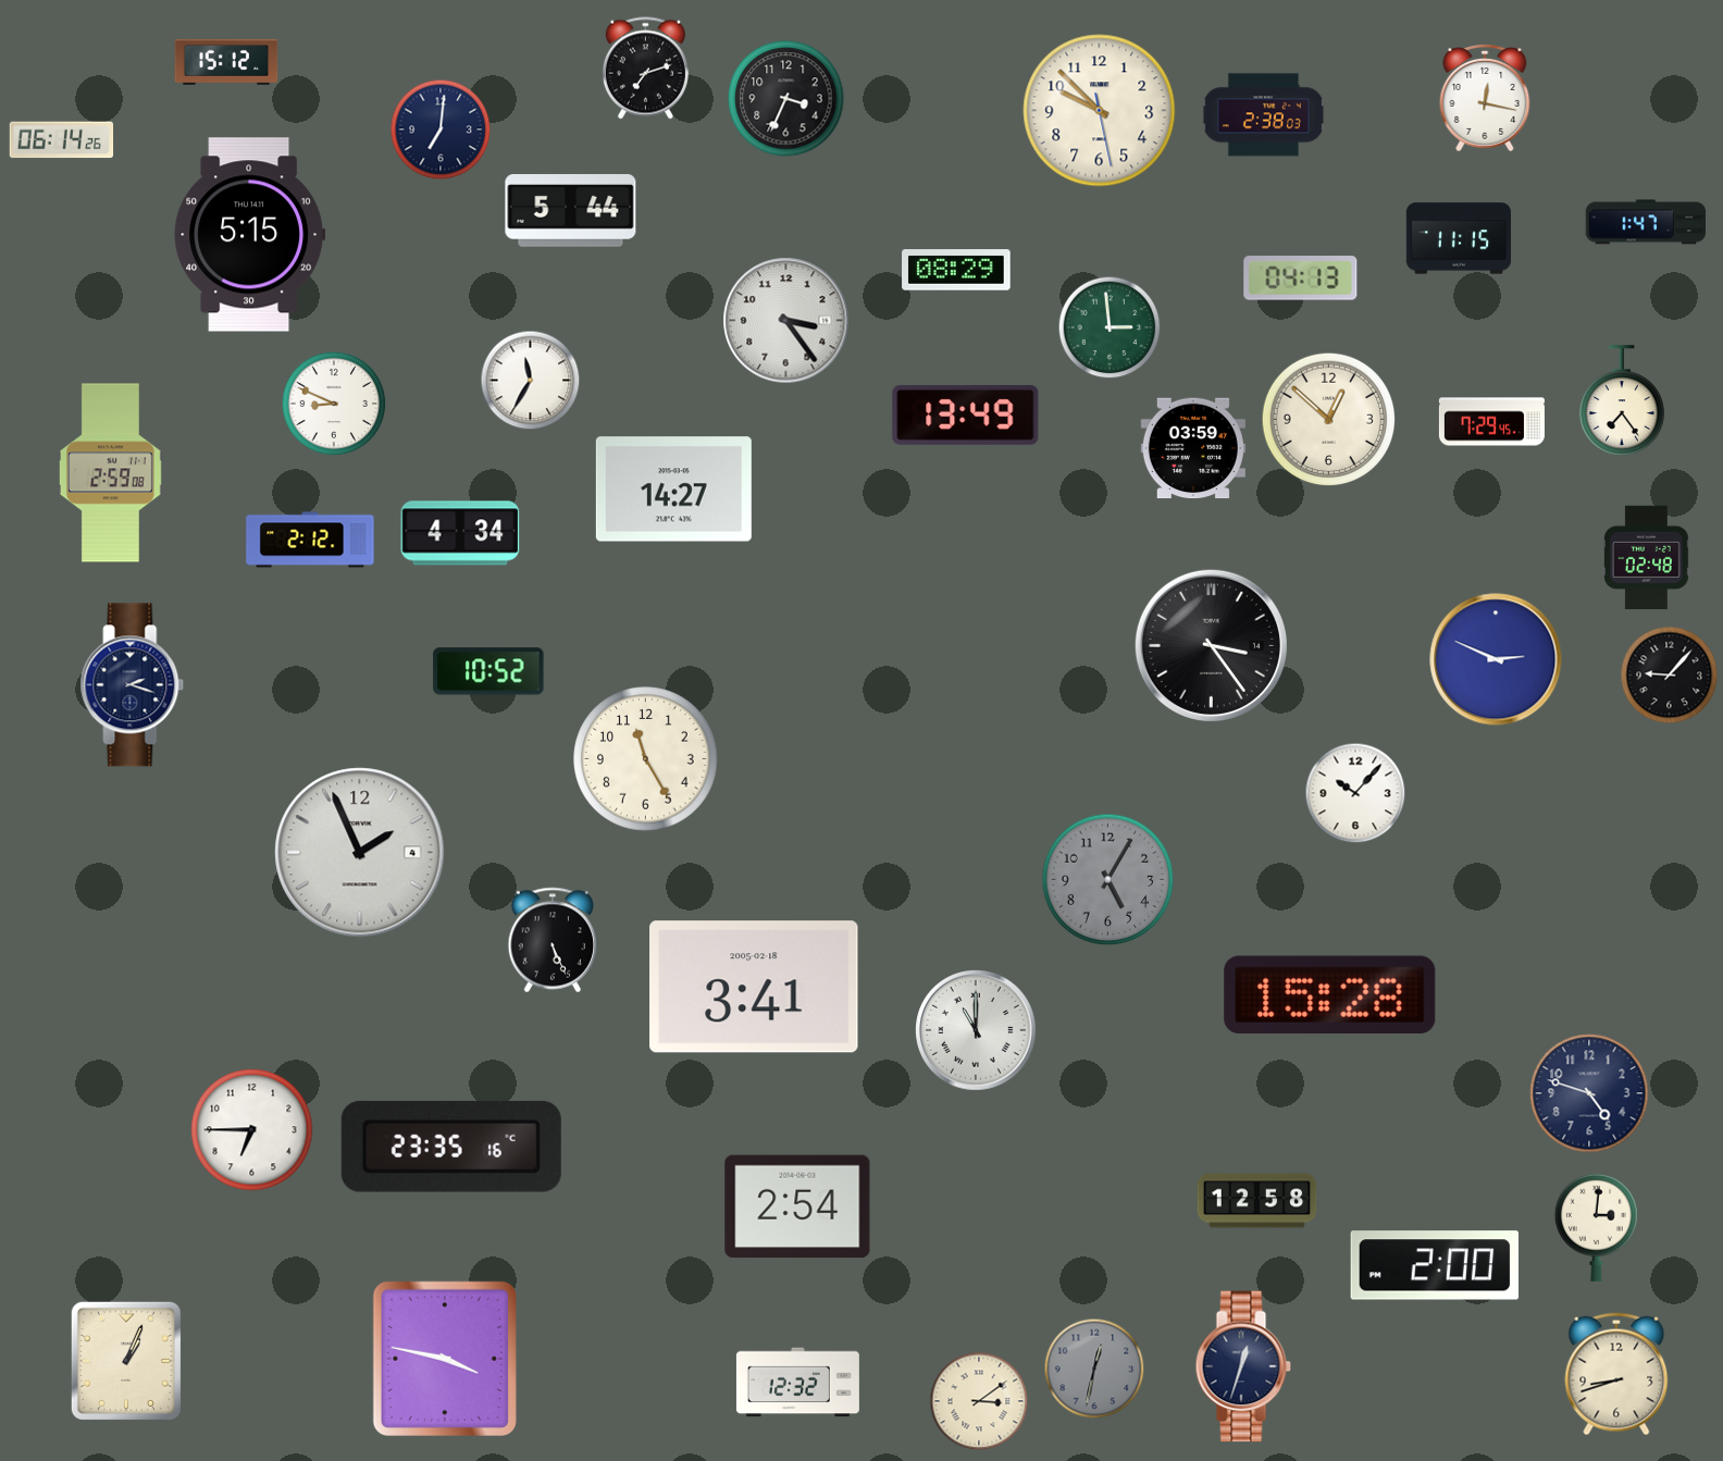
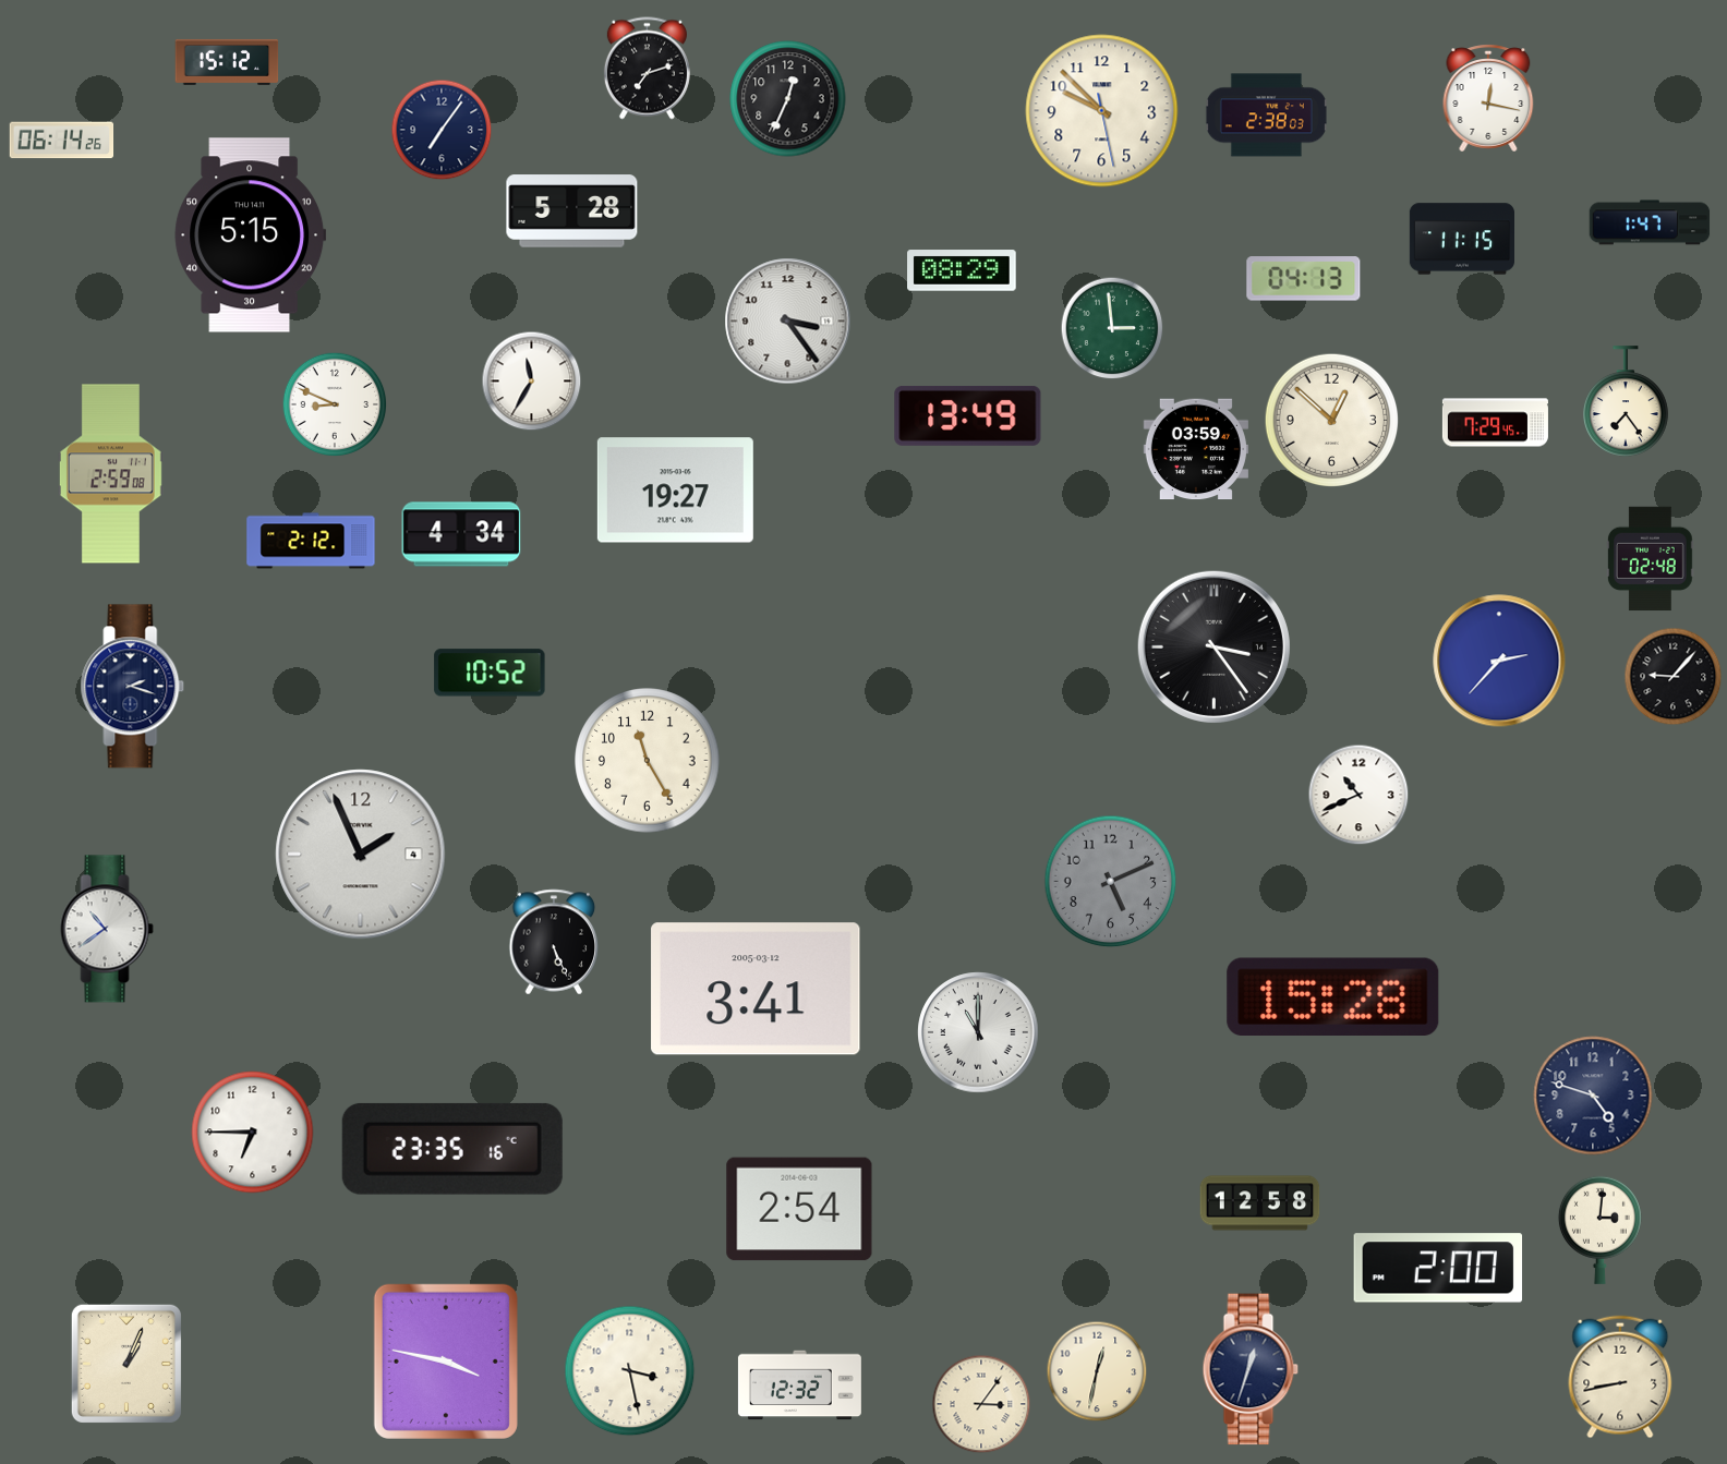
clock at (786, 99): 3:34 -> 12:34
clock at (441, 129): 7:01 -> 7:06
clock at (571, 211): 5:44 -> 5:28
clock at (956, 270) position: (956, 270) -> (962, 270)
clock at (673, 490): 14:27 -> 19:27
clock at (1496, 659): 2:49 -> 2:37
clock at (1355, 793): 10:07 -> 10:41
clock at (1108, 880): 5:05 -> 5:11
clock at (107, 929): none -> 10:39
clock at (754, 987) date: 2005-02-18 -> 2005-03-12
clock at (1243, 1366) position: (1243, 1366) -> (1251, 1369)
clock at (630, 1371): none -> 3:28
clock at (1094, 1369) dial: grey -> cream
clock at (1616, 1374): 8:42 -> 8:43
clock at (979, 1401): 3:09 -> 3:06
